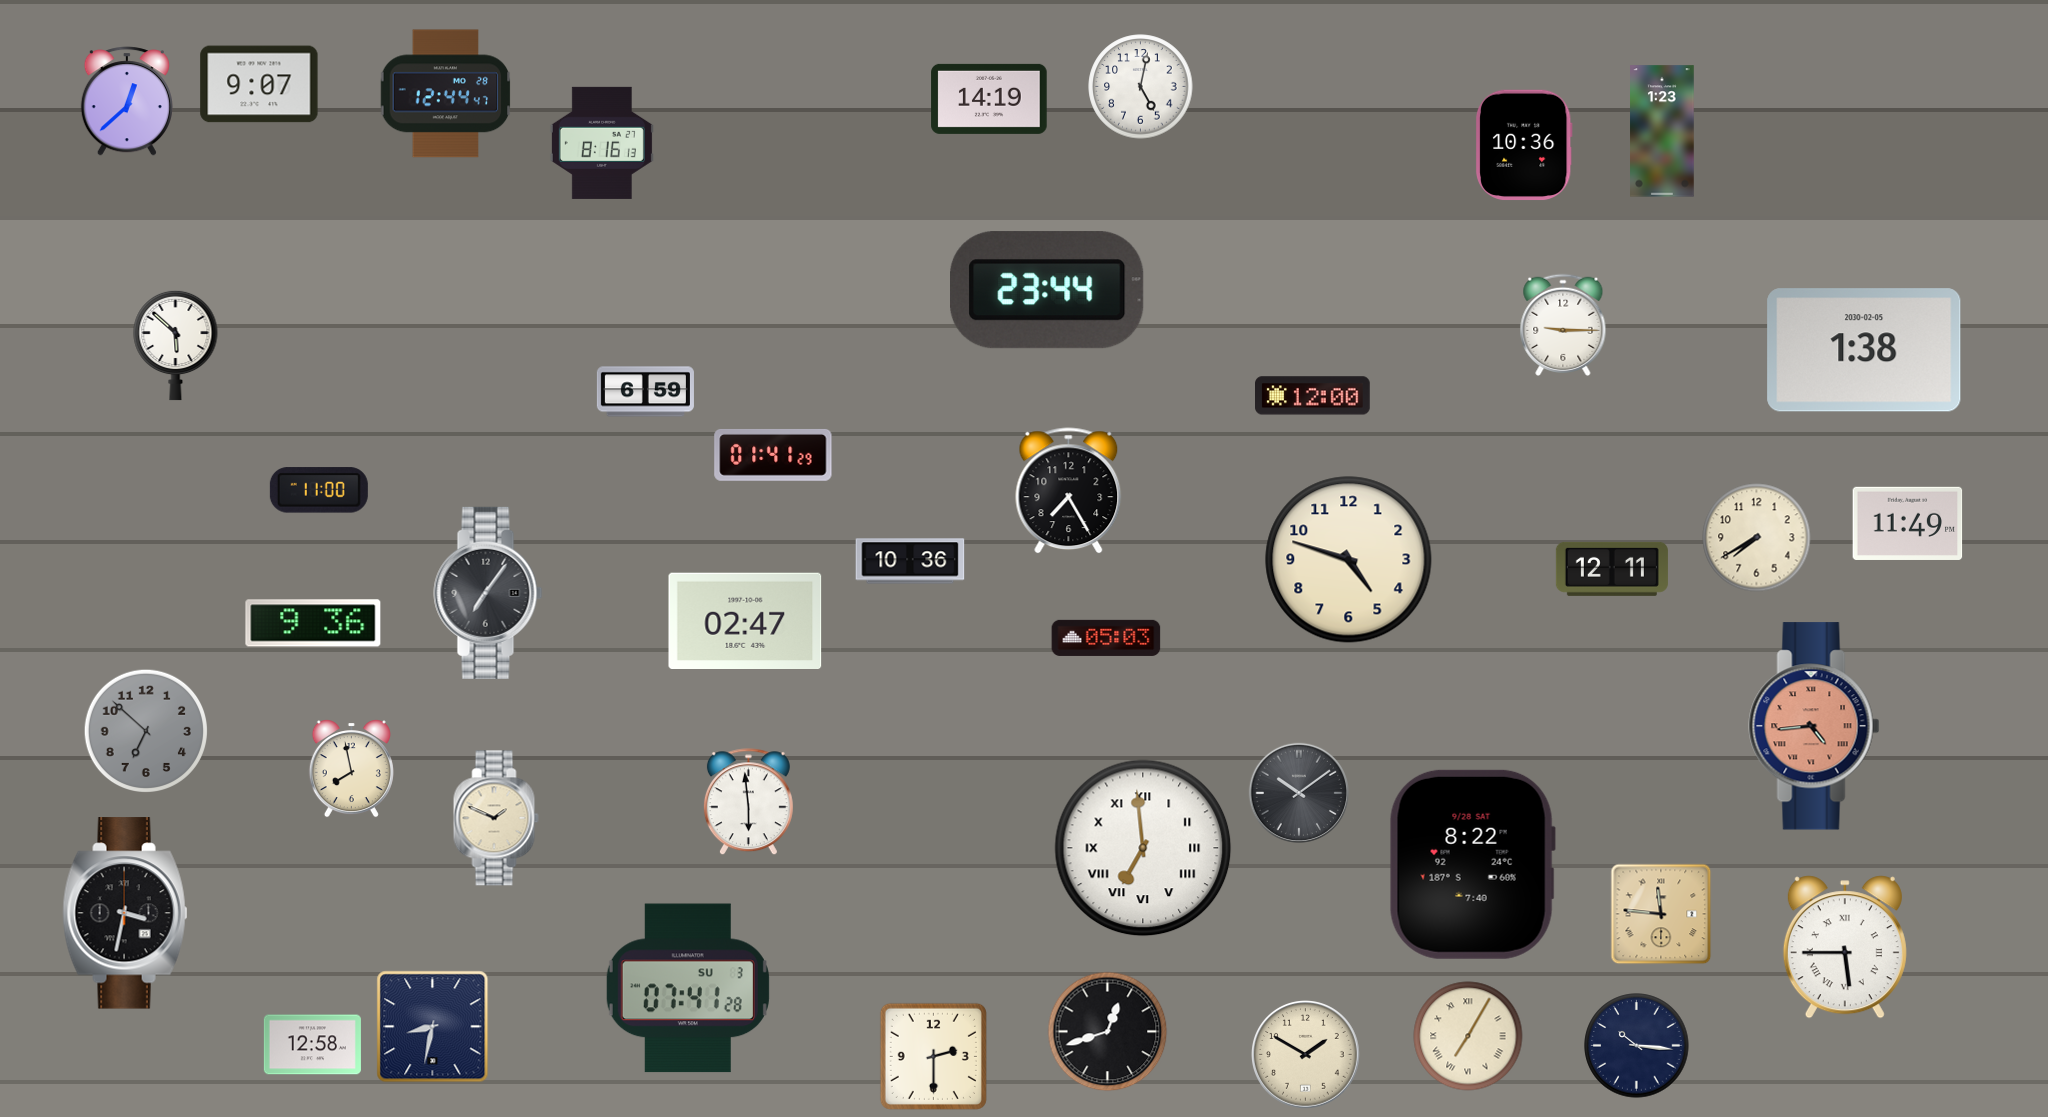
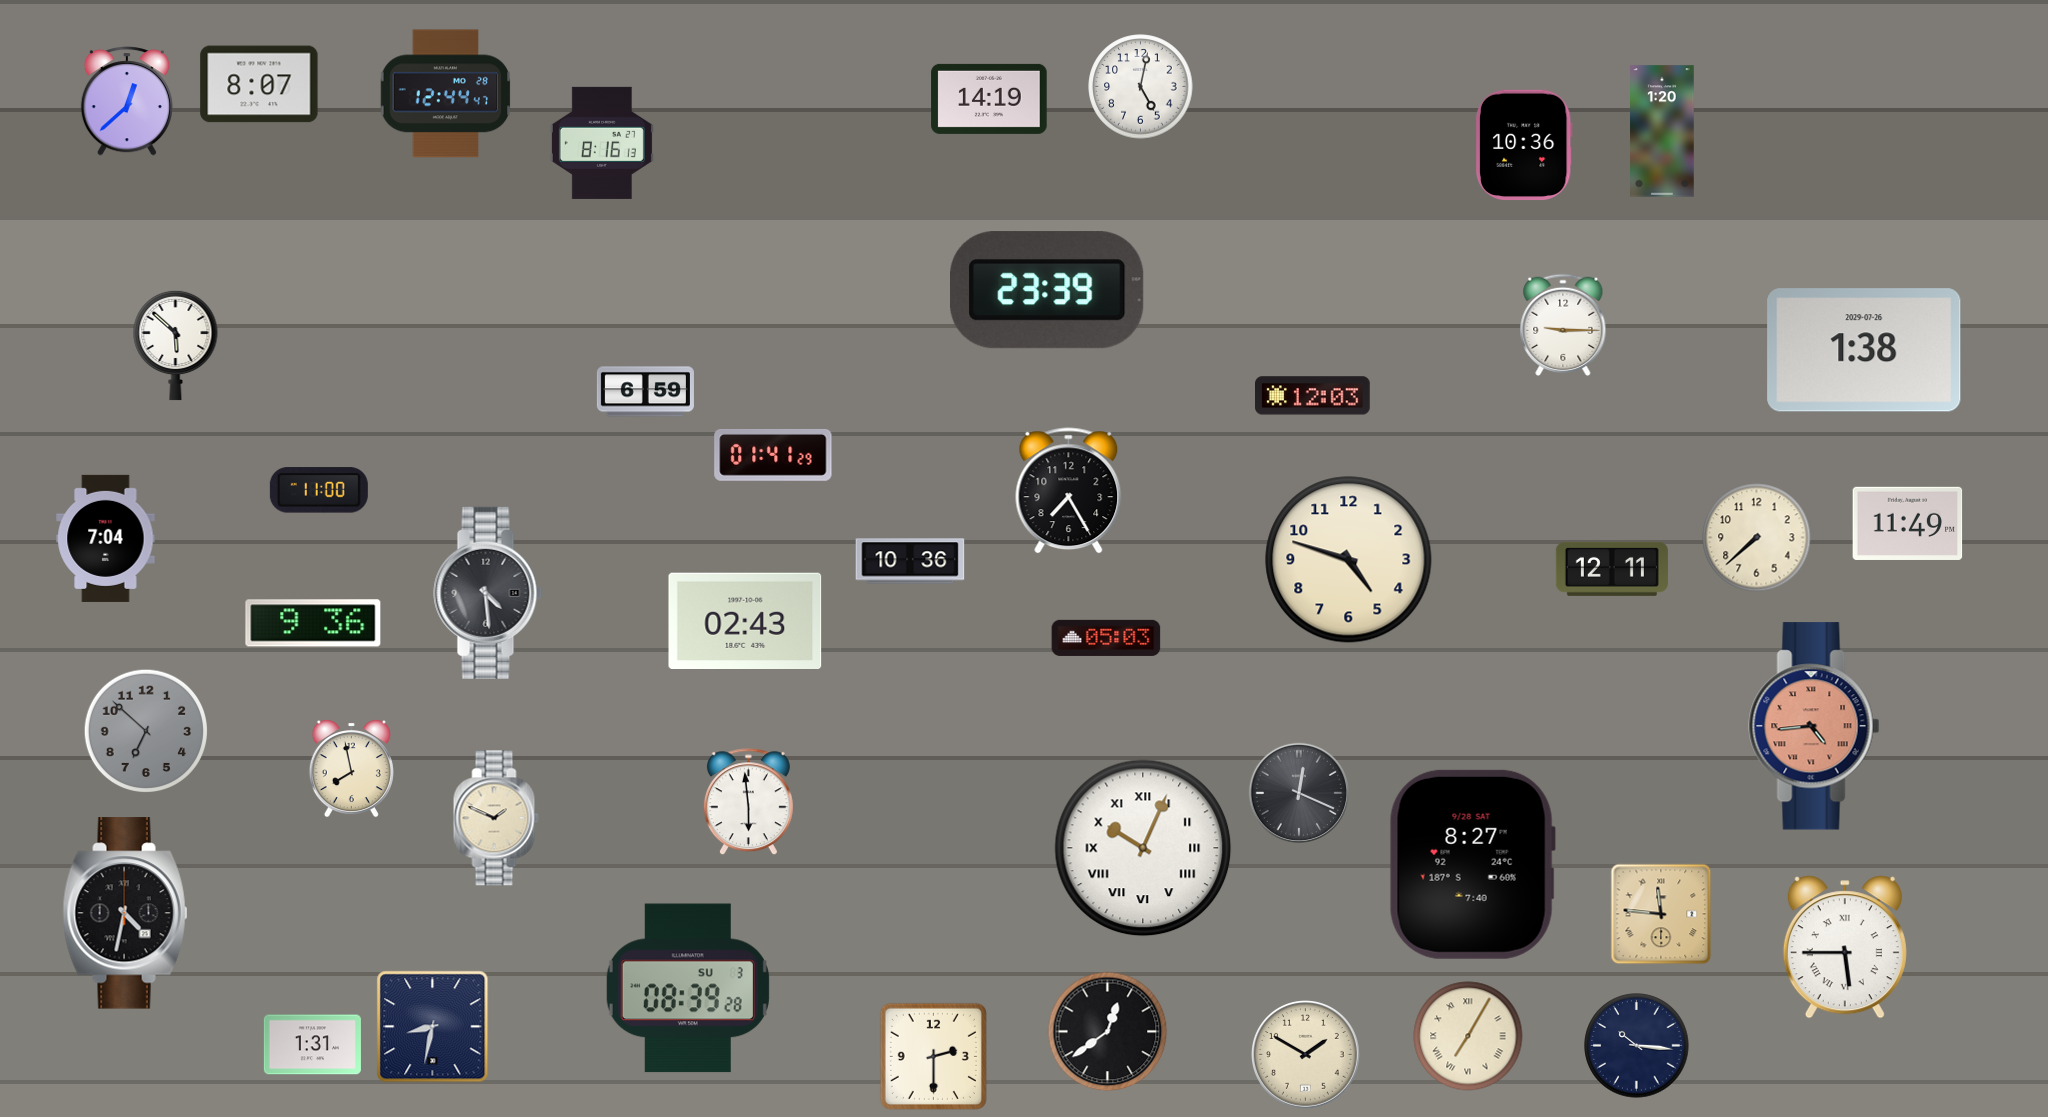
clock at (259, 84): 9:07 -> 8:07
clock at (1662, 131): 1:23 -> 1:20
clock at (1048, 290): 23:44 -> 23:39
clock at (1864, 350) date: 2030-02-05 -> 2029-07-26
clock at (1313, 396): 12:00 -> 12:03
clock at (106, 538): none -> 7:04
clock at (1757, 538): 7:40 -> 7:38
clock at (488, 593): 7:06 -> 4:29
clock at (745, 620): 02:47 -> 02:43
clock at (1299, 793): 10:09 -> 12:19
clock at (1143, 848): 6:59 -> 10:04
clock at (1472, 864): 8:22 -> 8:27
clock at (125, 913): 3:32 -> 4:32
clock at (688, 988): 07:41 -> 08:39
clock at (1108, 1032): 12:42 -> 12:39
clock at (312, 1045): 12:58 -> 1:31
